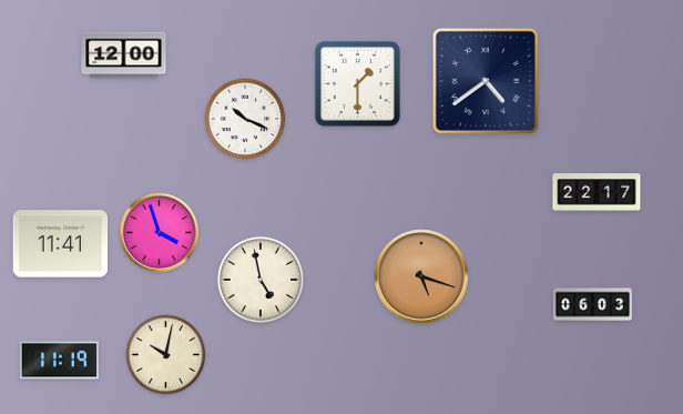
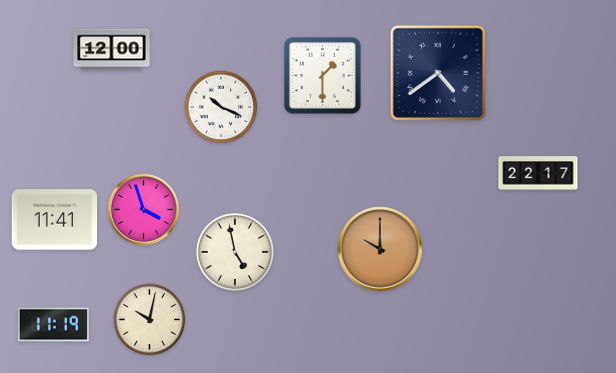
clock at (421, 276): 5:18 -> 10:00
clock at (592, 305): 06:03 -> none
